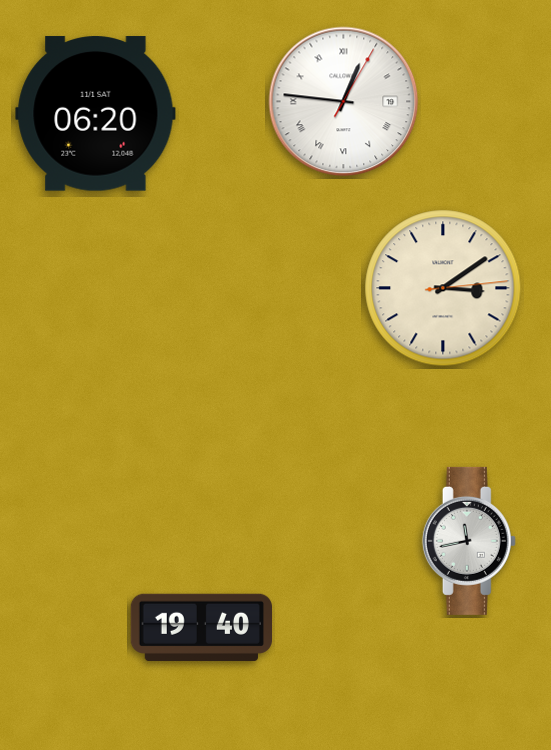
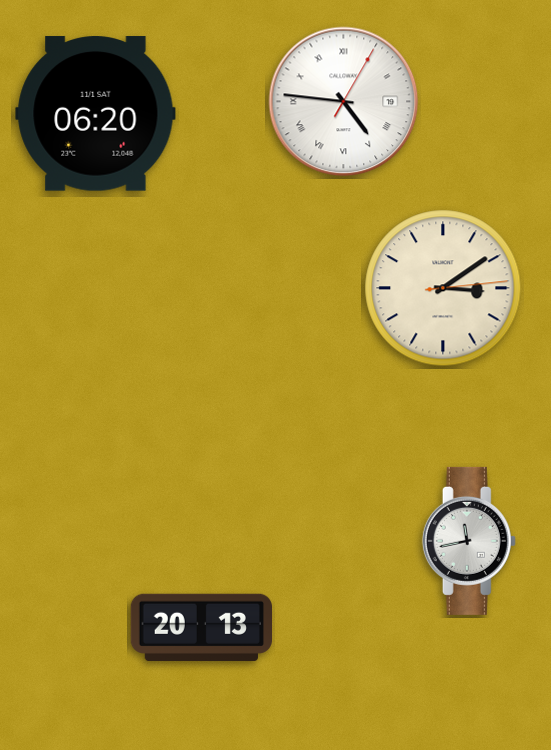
clock at (344, 102): 12:46 -> 4:46
clock at (201, 627): 19:40 -> 20:13
